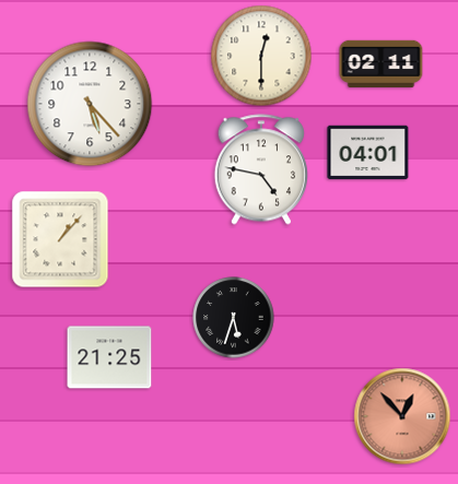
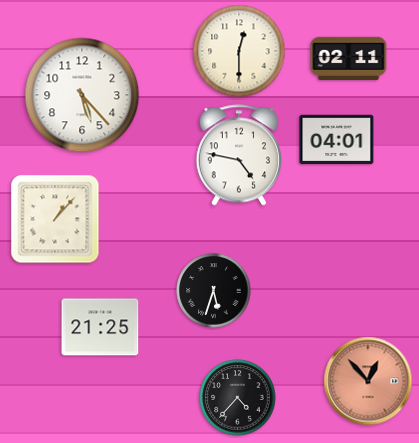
clock at (238, 398): none -> 4:37
